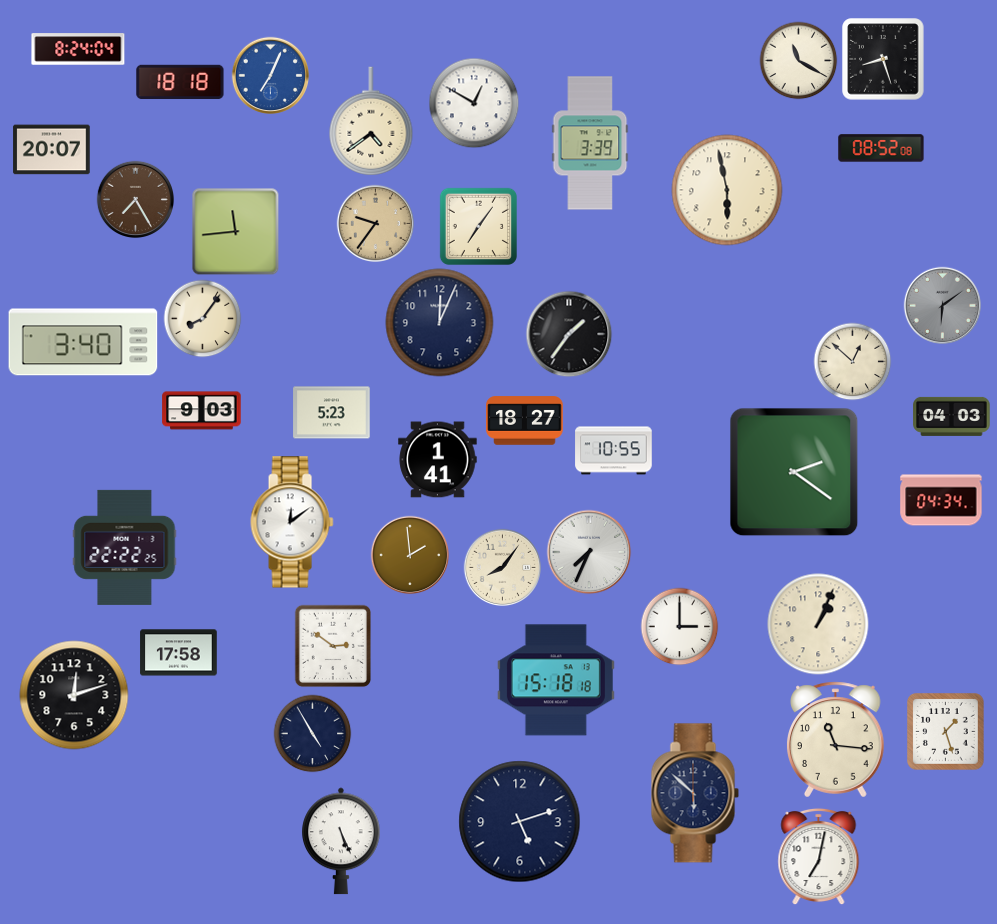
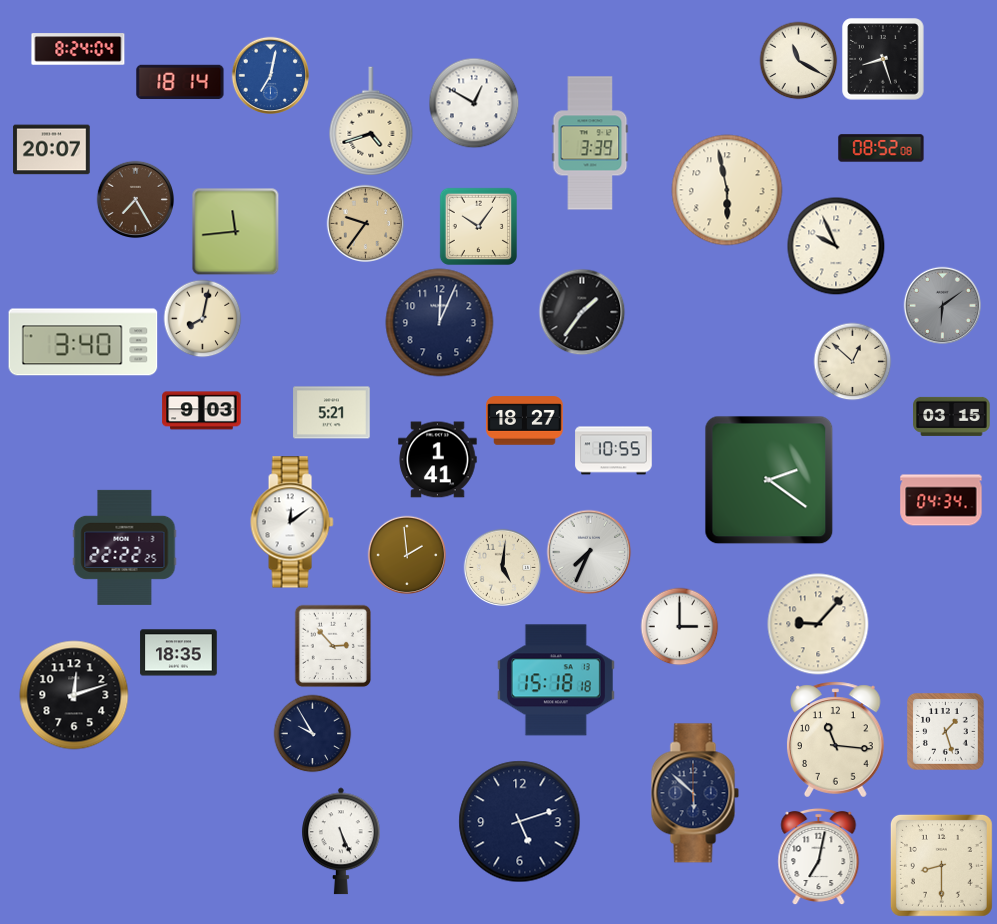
clock at (270, 75): 7:04 -> 7:02
clock at (180, 82): 18:18 -> 18:14
clock at (371, 121): 4:39 -> 4:42
clock at (375, 223) position: (375, 223) -> (365, 223)
clock at (478, 226): 7:06 -> 10:06
clock at (836, 246): none -> 9:56
clock at (202, 318): 8:06 -> 8:02
clock at (569, 334) position: (569, 334) -> (582, 312)
clock at (332, 413): 5:23 -> 5:21
clock at (952, 416): 04:03 -> 03:15
clock at (794, 472) position: (794, 472) -> (769, 480)
clock at (410, 555) position: (410, 555) -> (407, 555)
clock at (502, 567): 8:06 -> 5:01
clock at (818, 624): 1:04 -> 9:07
clock at (333, 646): 2:51 -> 2:53
clock at (179, 653): 17:58 -> 18:35
clock at (312, 733): 4:55 -> 9:55
clock at (941, 865): none -> 8:30
